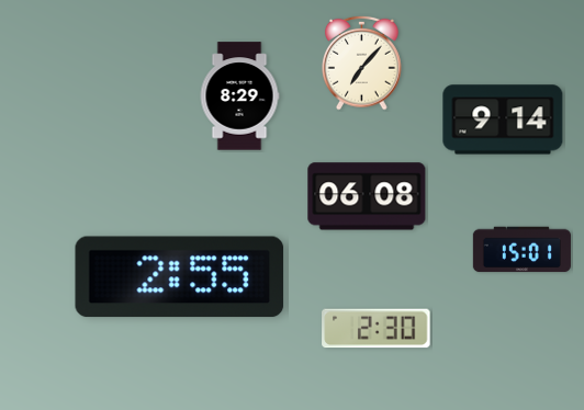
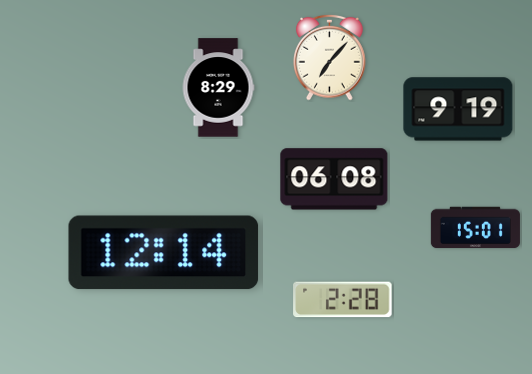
clock at (503, 119): 9:14 -> 9:19
clock at (180, 277): 2:55 -> 12:14
clock at (377, 329): 2:30 -> 2:28
